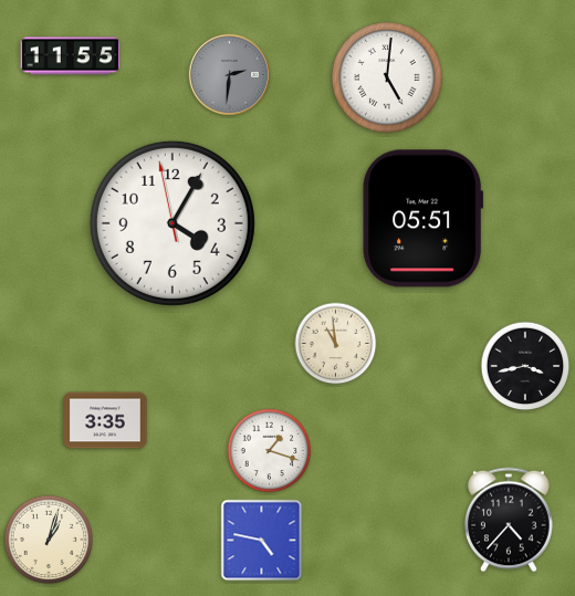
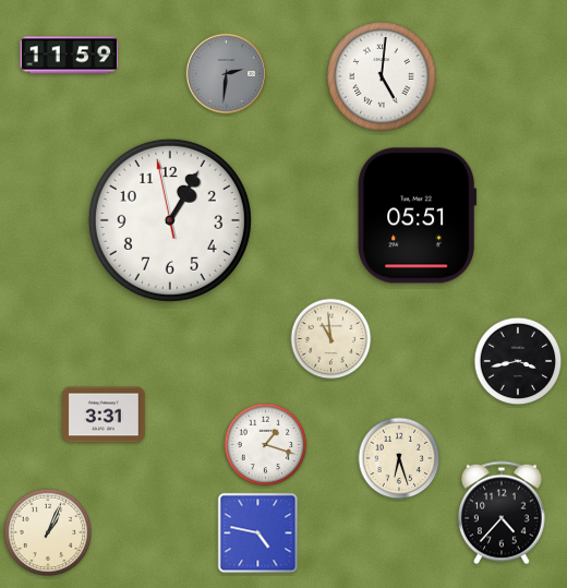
clock at (71, 56): 11:55 -> 11:59
clock at (172, 223): 4:04 -> 1:04
clock at (105, 420): 3:35 -> 3:31
clock at (399, 458): none -> 6:27
clock at (49, 540): 1:03 -> 1:04
